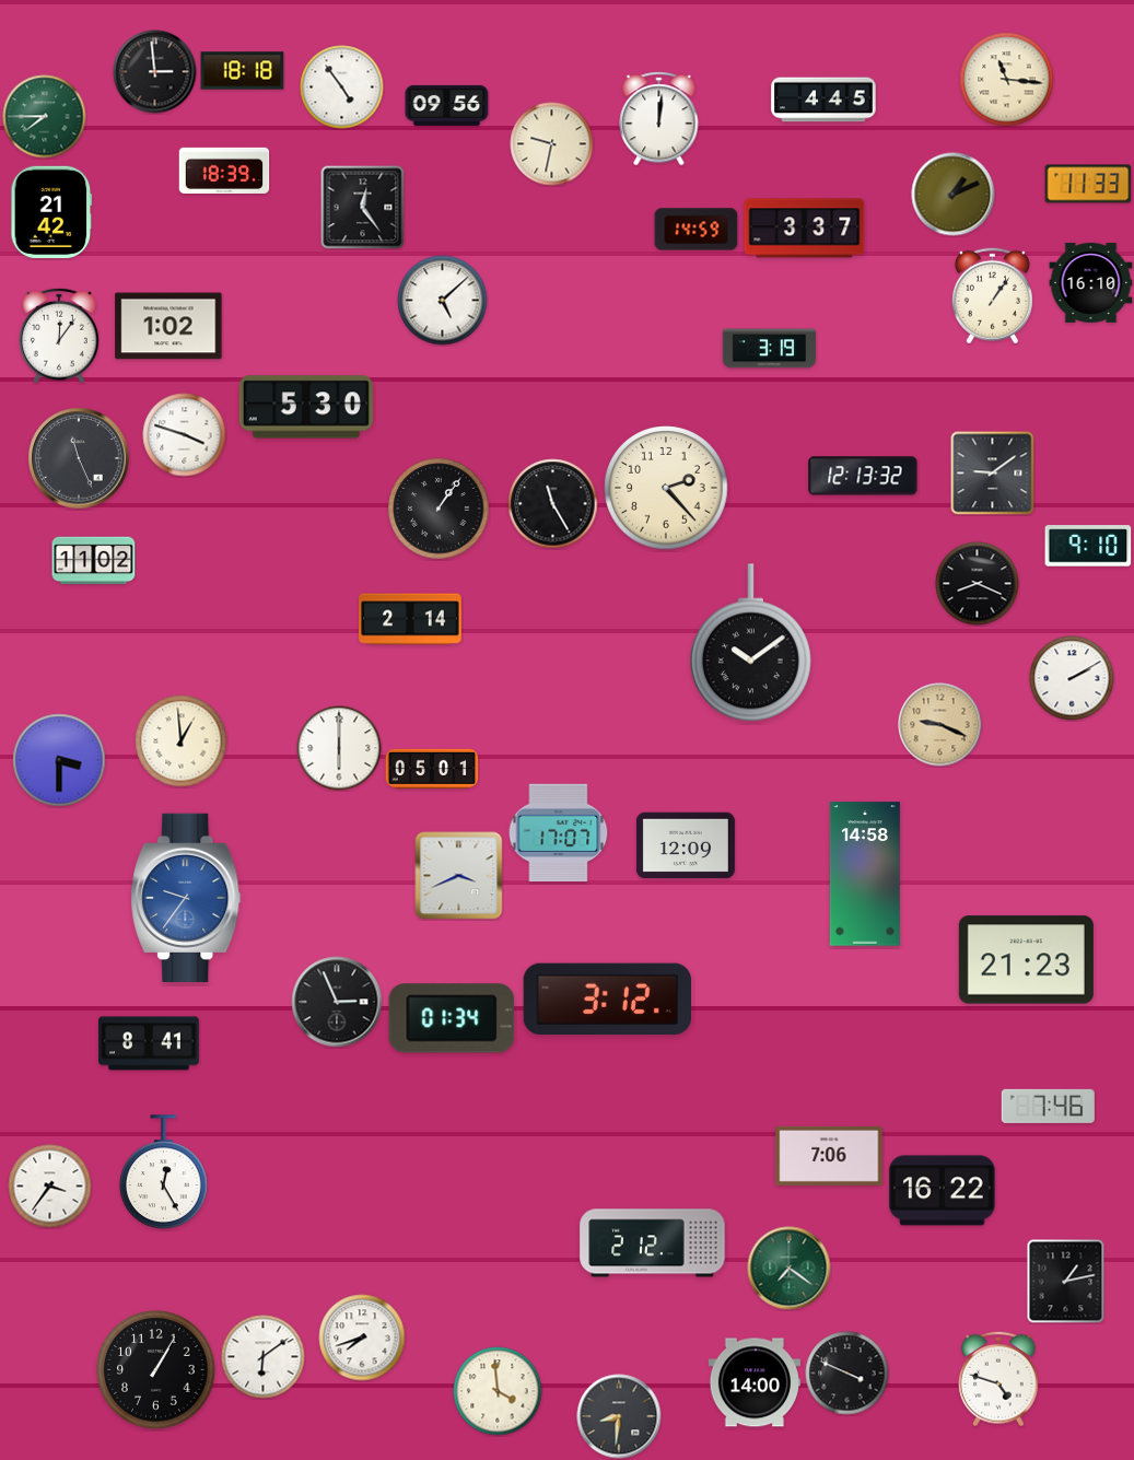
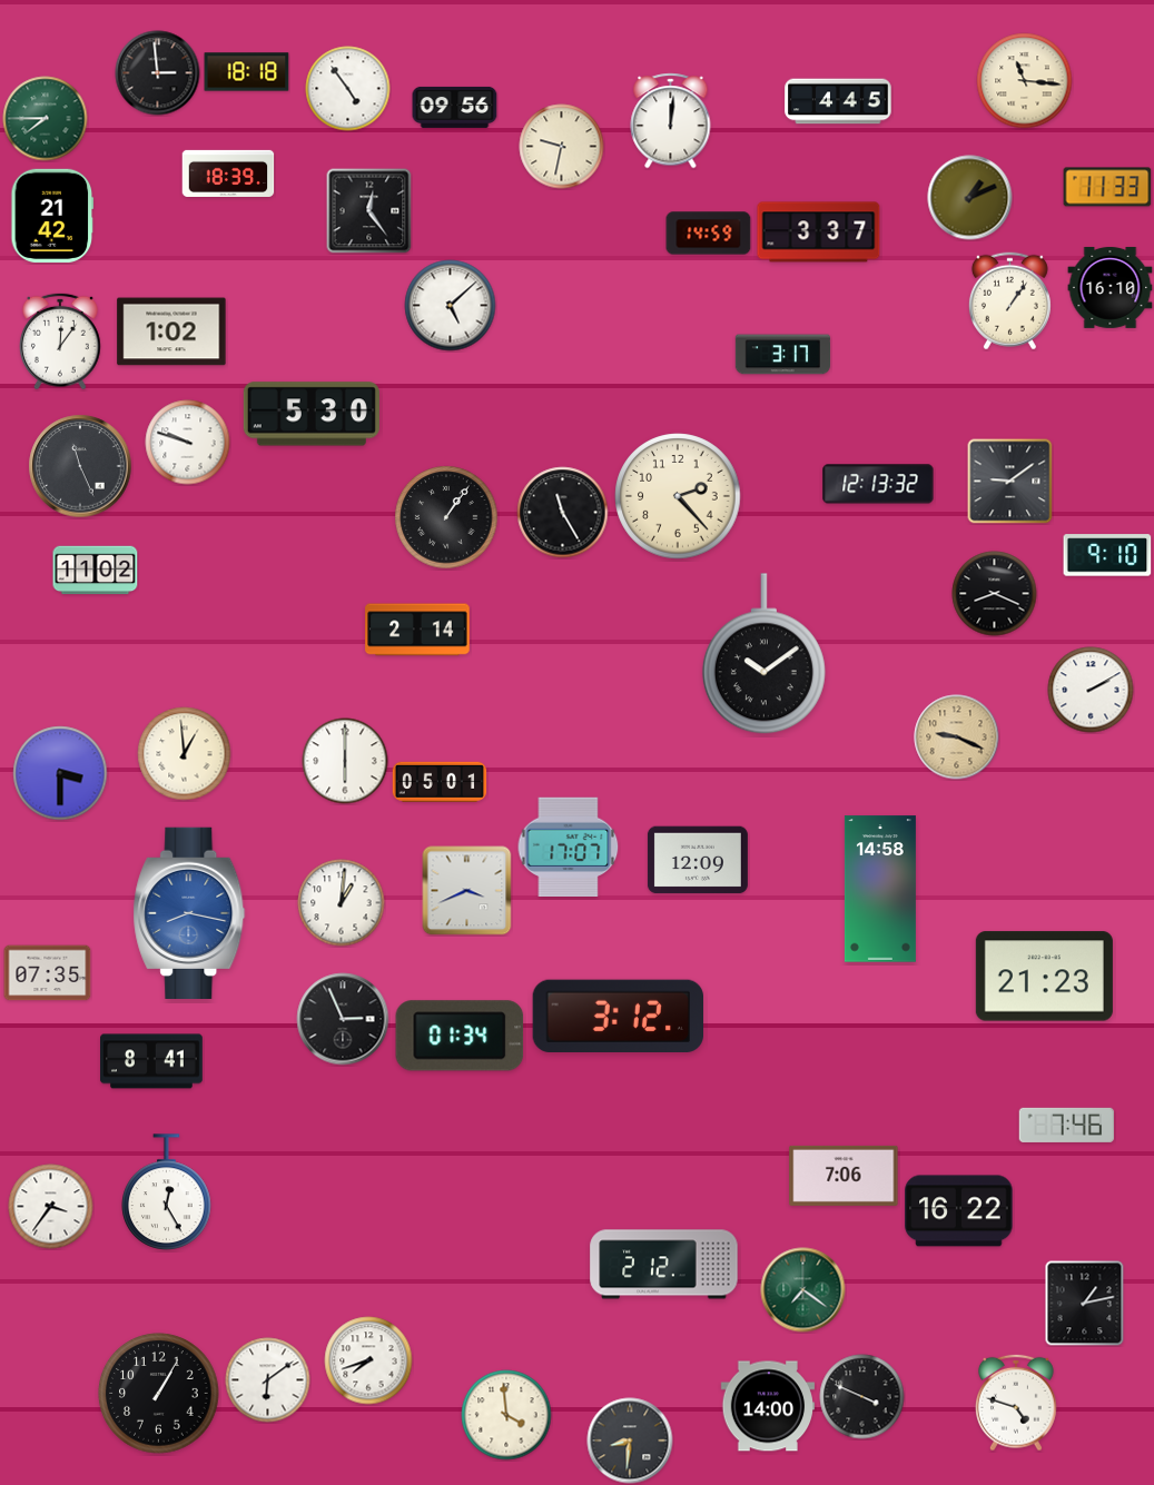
clock at (769, 349): 3:19 -> 3:17
clock at (185, 435): 3:48 -> 9:48
clock at (342, 903): none -> 1:01
clock at (186, 897): 9:36 -> 8:17
clock at (48, 973): none -> 07:35
